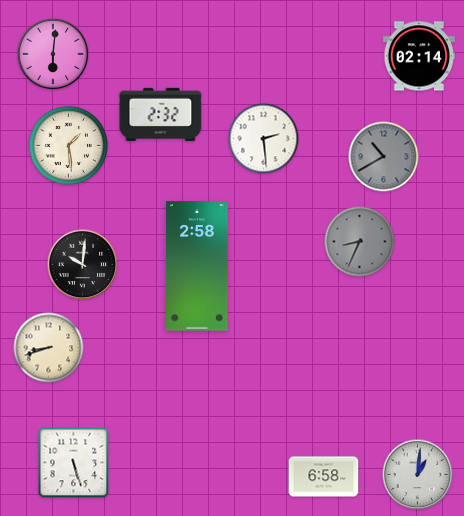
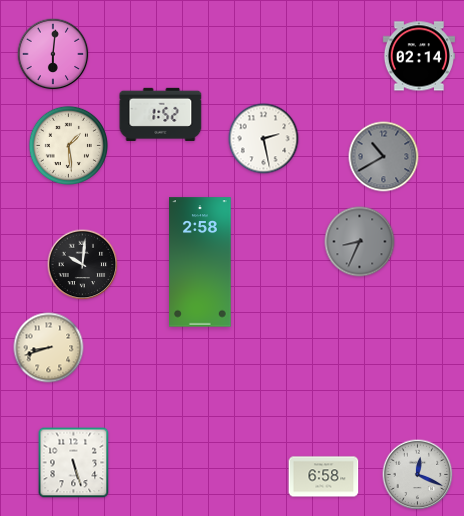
clock at (161, 114): 2:32 -> 1:52
clock at (264, 139): 2:29 -> 2:28
clock at (198, 266) position: (198, 266) -> (201, 262)
clock at (418, 475): 1:01 -> 12:19
